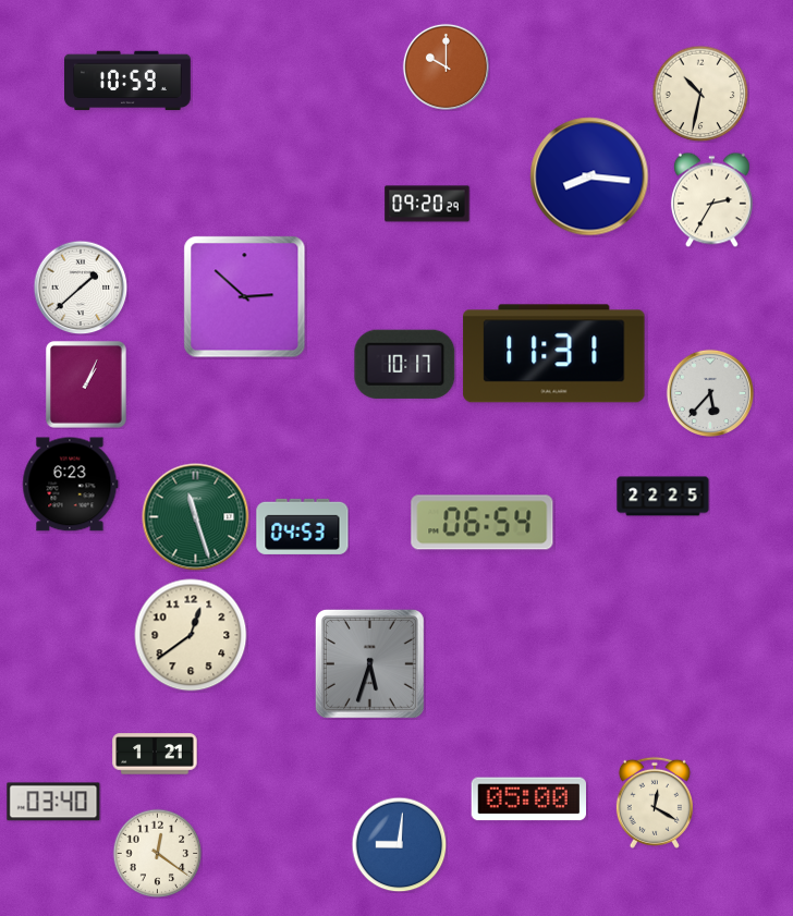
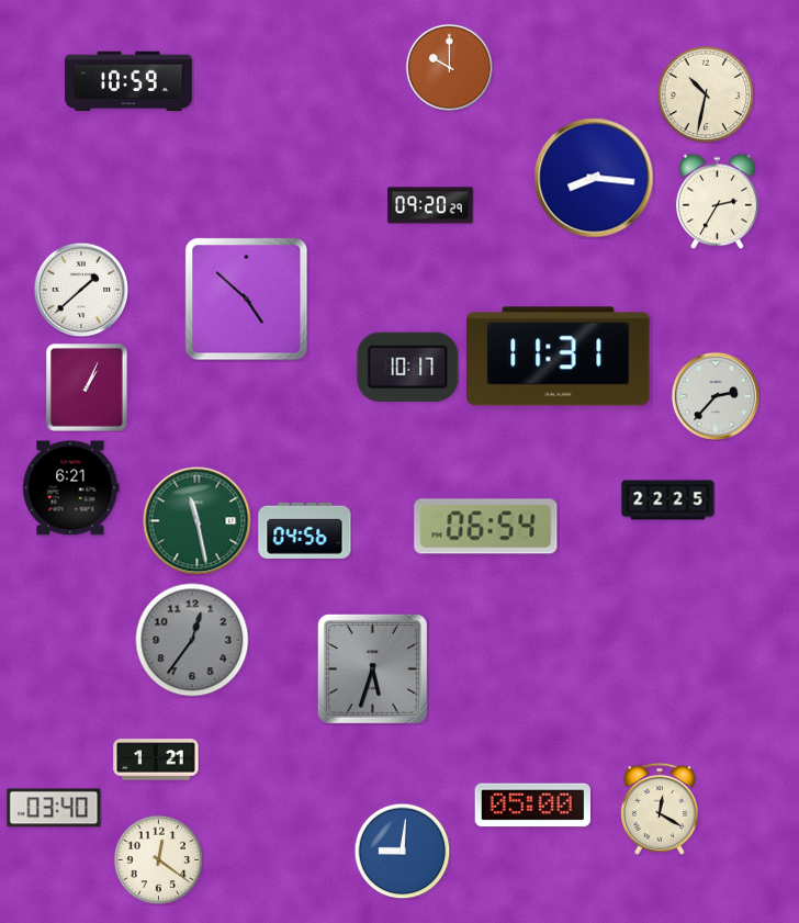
clock at (245, 297): 2:52 -> 4:52
clock at (709, 392): 5:37 -> 2:37
clock at (71, 485): 6:23 -> 6:21
clock at (196, 517): 11:27 -> 11:28
clock at (303, 526): 04:53 -> 04:56
clock at (191, 635): 12:39 -> 12:36
clock at (191, 635) dial: cream -> grey
